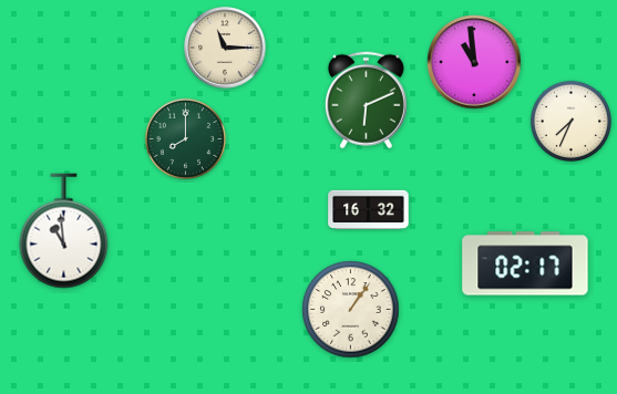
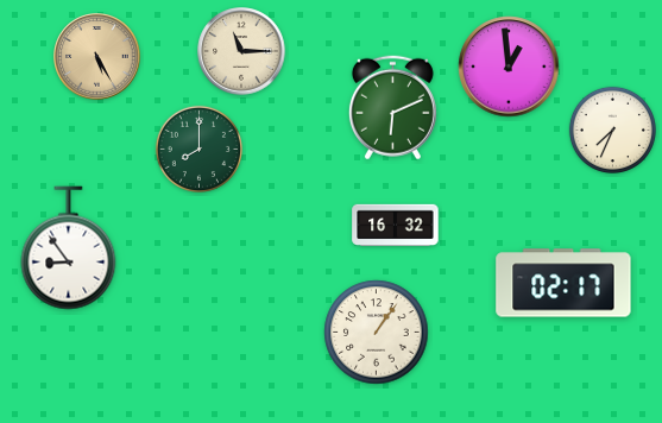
clock at (97, 57): none -> 5:25
clock at (474, 62): 10:59 -> 12:59
clock at (64, 231): 10:59 -> 8:54
